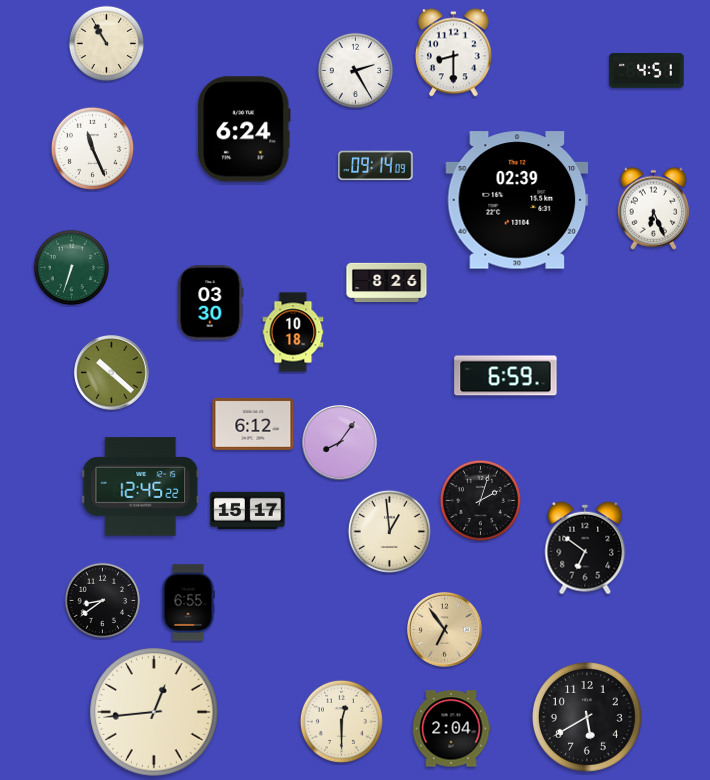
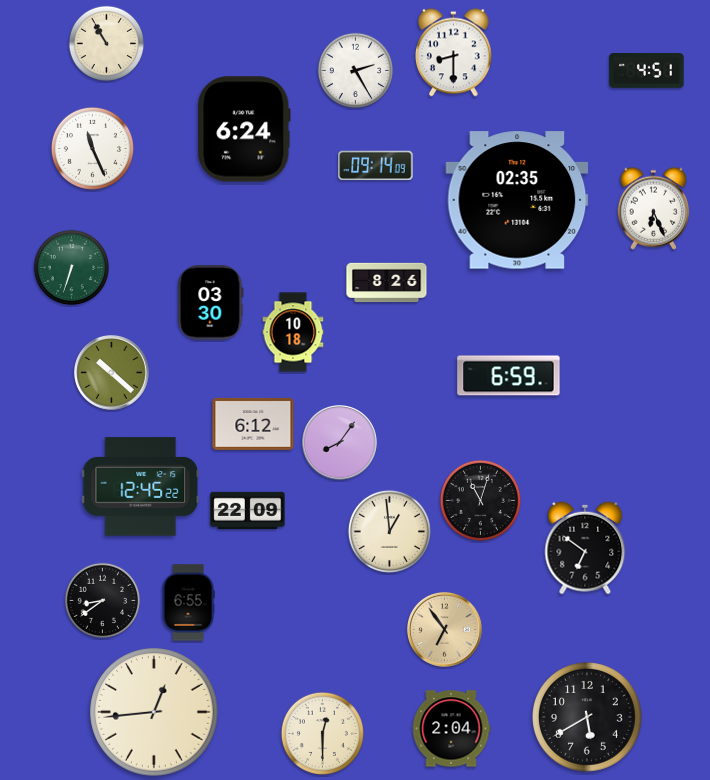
clock at (517, 200): 02:39 -> 02:35
clock at (506, 376) position: (506, 376) -> (509, 376)
clock at (480, 500): 2:03 -> 11:03
clock at (248, 510): 15:17 -> 22:09
clock at (341, 721) position: (341, 721) -> (322, 733)
